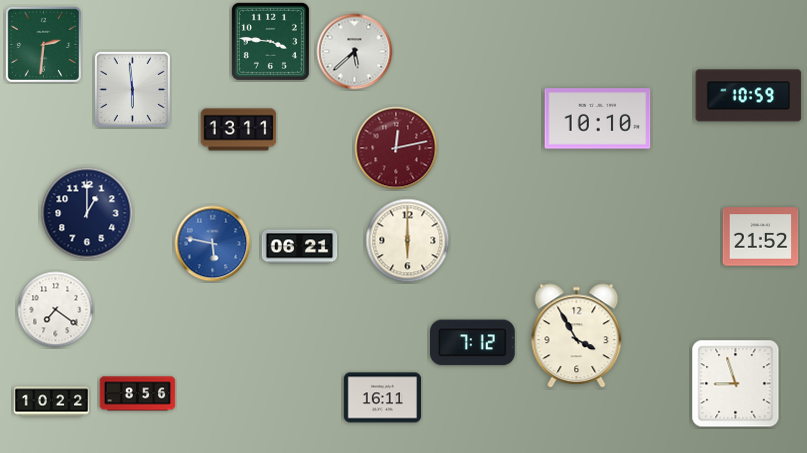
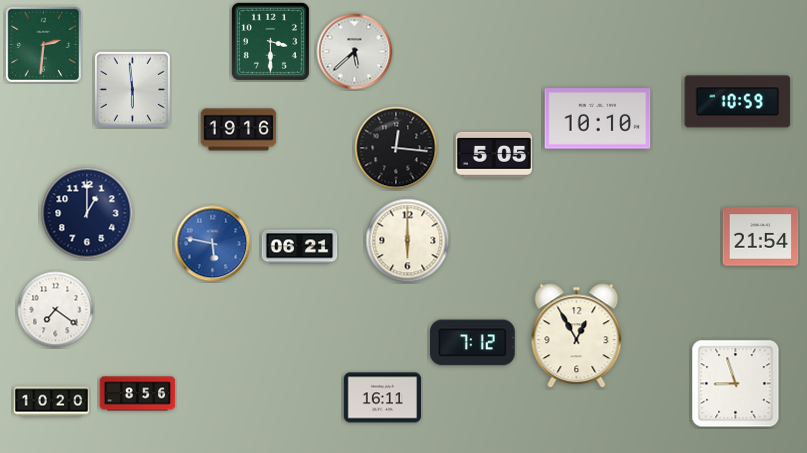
clock at (270, 41): 3:46 -> 3:30
clock at (749, 96) position: (749, 96) -> (738, 102)
clock at (239, 130): 13:11 -> 19:16
clock at (396, 148): 12:13 -> 12:16
clock at (396, 148) dial: burgundy -> black
clock at (494, 155): none -> 5:05
clock at (761, 237): 21:52 -> 21:54
clock at (577, 336): 3:55 -> 12:55
clock at (52, 402): 10:22 -> 10:20
